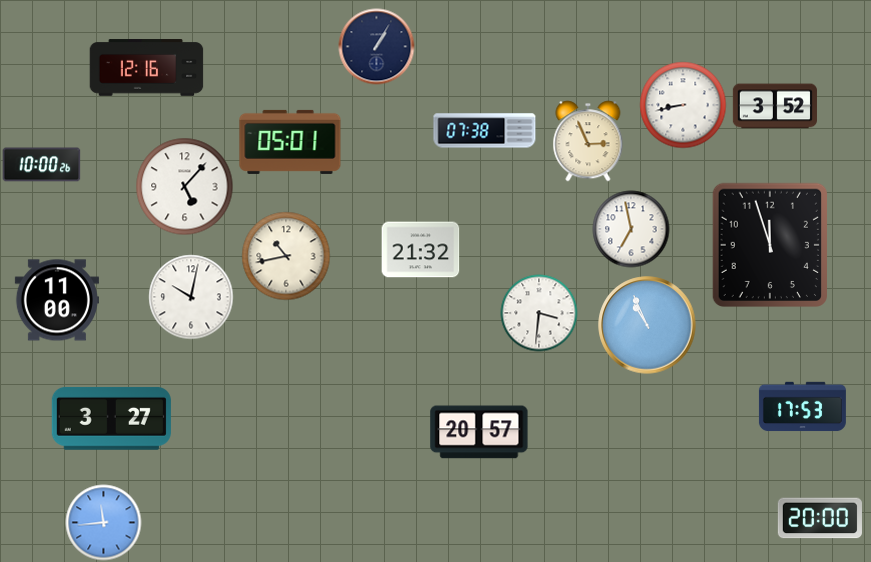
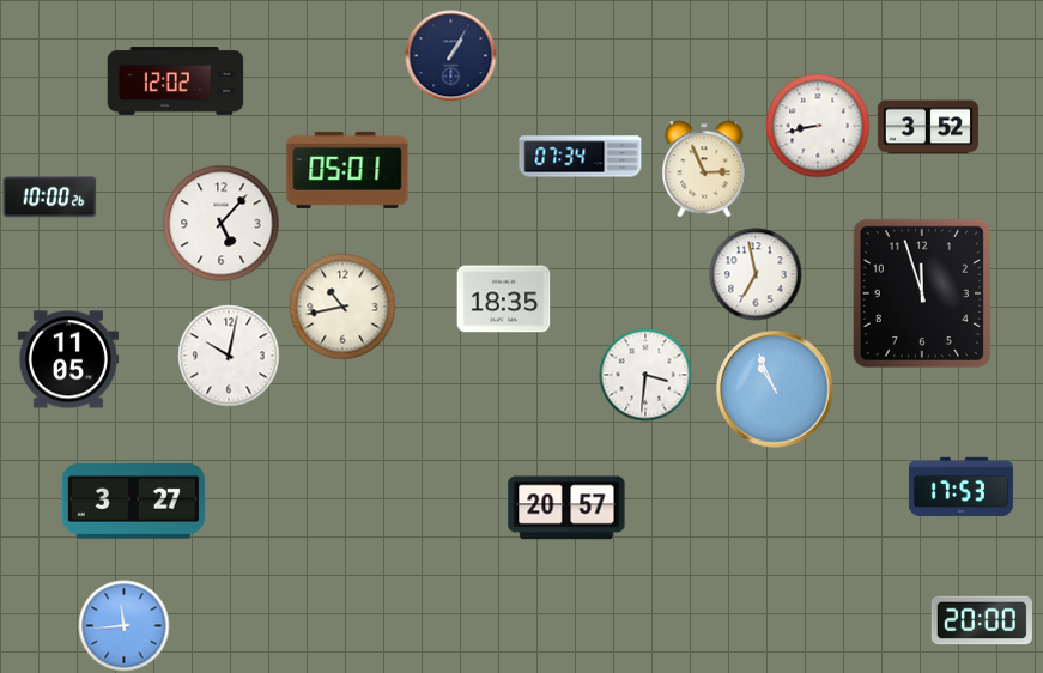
clock at (147, 68): 12:16 -> 12:02
clock at (485, 131): 07:38 -> 07:34
clock at (421, 250): 21:32 -> 18:35
clock at (57, 300): 11:00 -> 11:05
clock at (479, 432) position: (479, 432) -> (566, 508)
